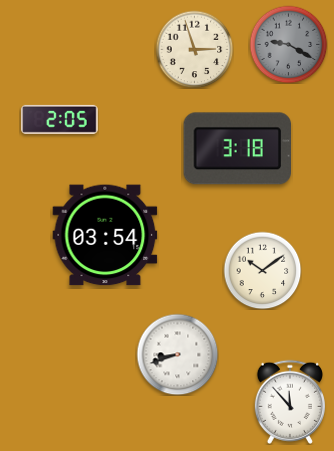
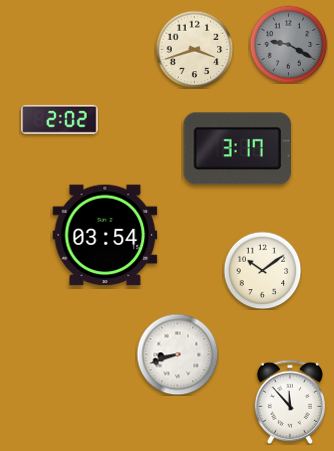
clock at (194, 49): 2:57 -> 3:42
clock at (60, 119): 2:05 -> 2:02
clock at (237, 149): 3:18 -> 3:17
